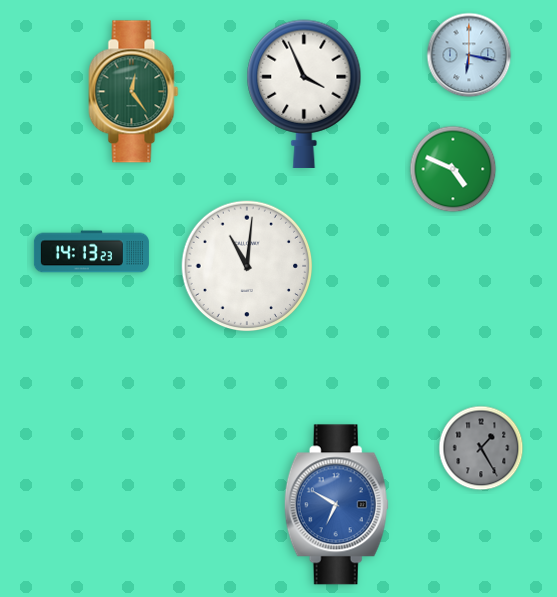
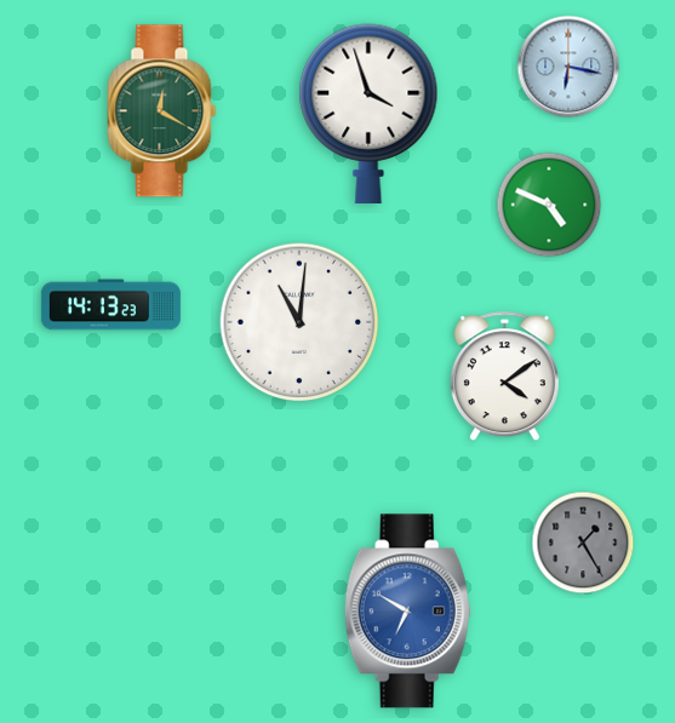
clock at (134, 92): 12:24 -> 12:20
clock at (304, 94): 3:56 -> 3:57
clock at (504, 377): none -> 4:09
